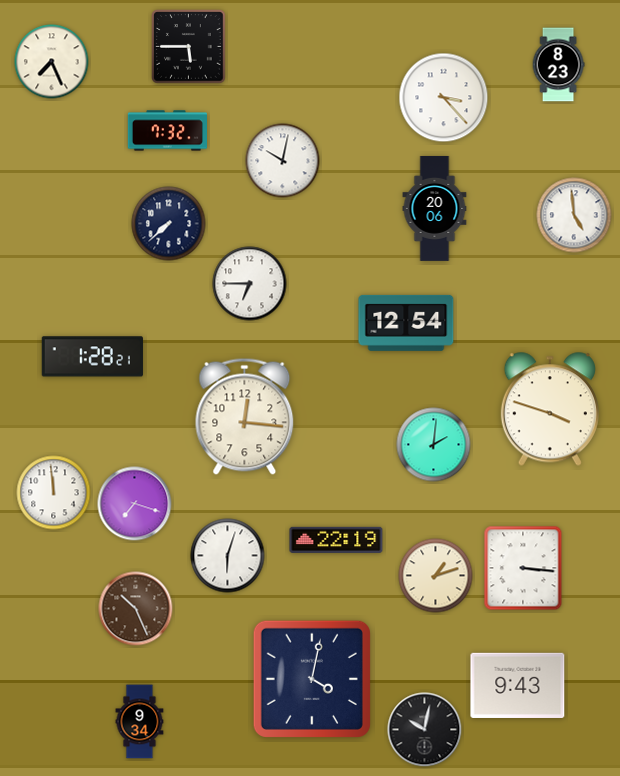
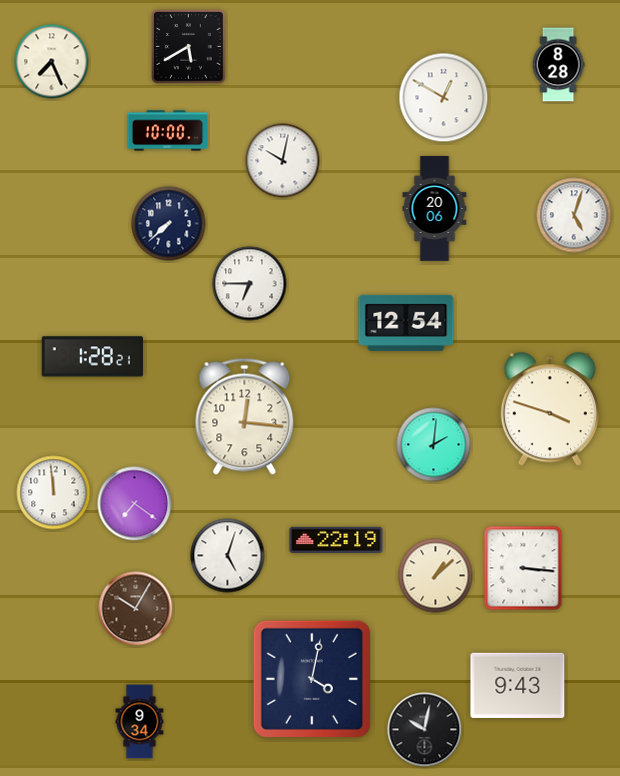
clock at (189, 47): 5:45 -> 5:40
clock at (558, 65): 8:23 -> 8:28
clock at (444, 98): 3:23 -> 12:50
clock at (167, 131): 7:32 -> 10:00
clock at (574, 215): 4:59 -> 5:03
clock at (135, 504): 7:18 -> 7:21
clock at (228, 556): 6:03 -> 5:03
clock at (436, 576): 1:12 -> 1:08
clock at (136, 609): 10:26 -> 10:05
